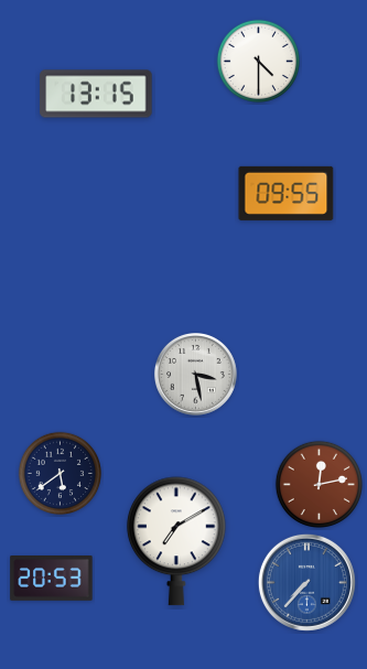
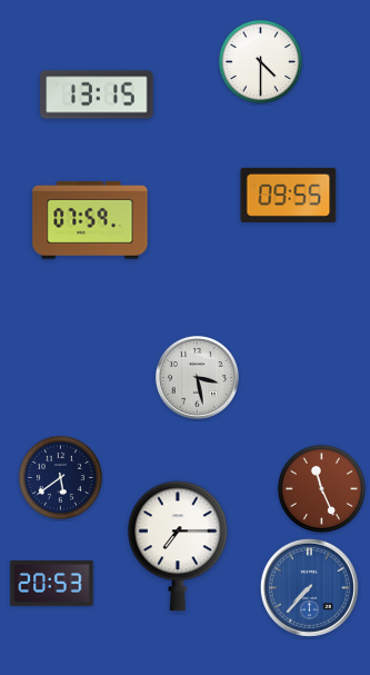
clock at (90, 221): none -> 07:59
clock at (319, 484): 12:13 -> 11:26
clock at (176, 541): 7:10 -> 7:15
